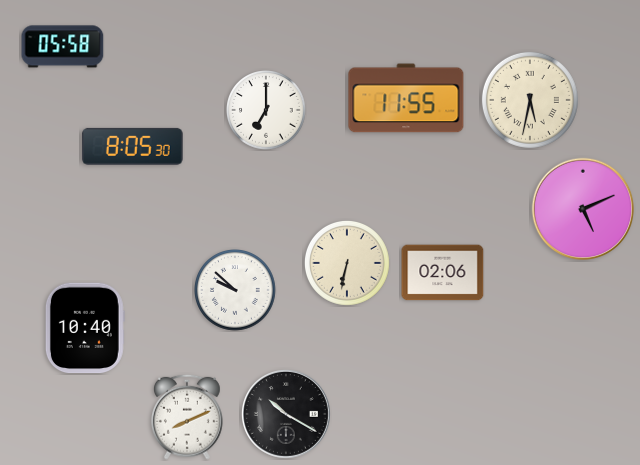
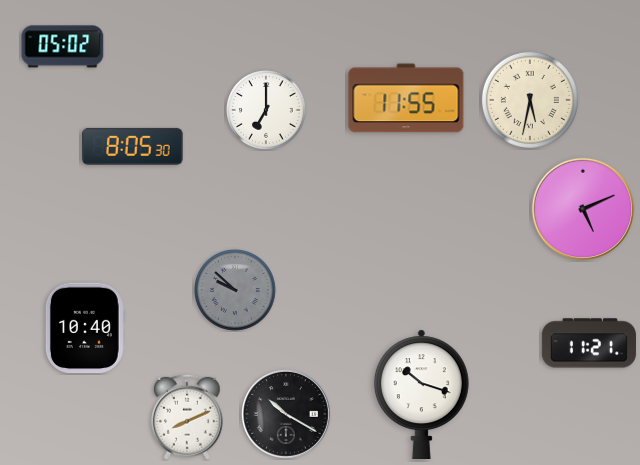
clock at (63, 47): 05:58 -> 05:02
clock at (347, 263): 6:32 -> none
clock at (443, 273): 02:06 -> none
clock at (236, 291) dial: white -> grey
clock at (589, 343): none -> 11:21
clock at (421, 394): none -> 10:18
